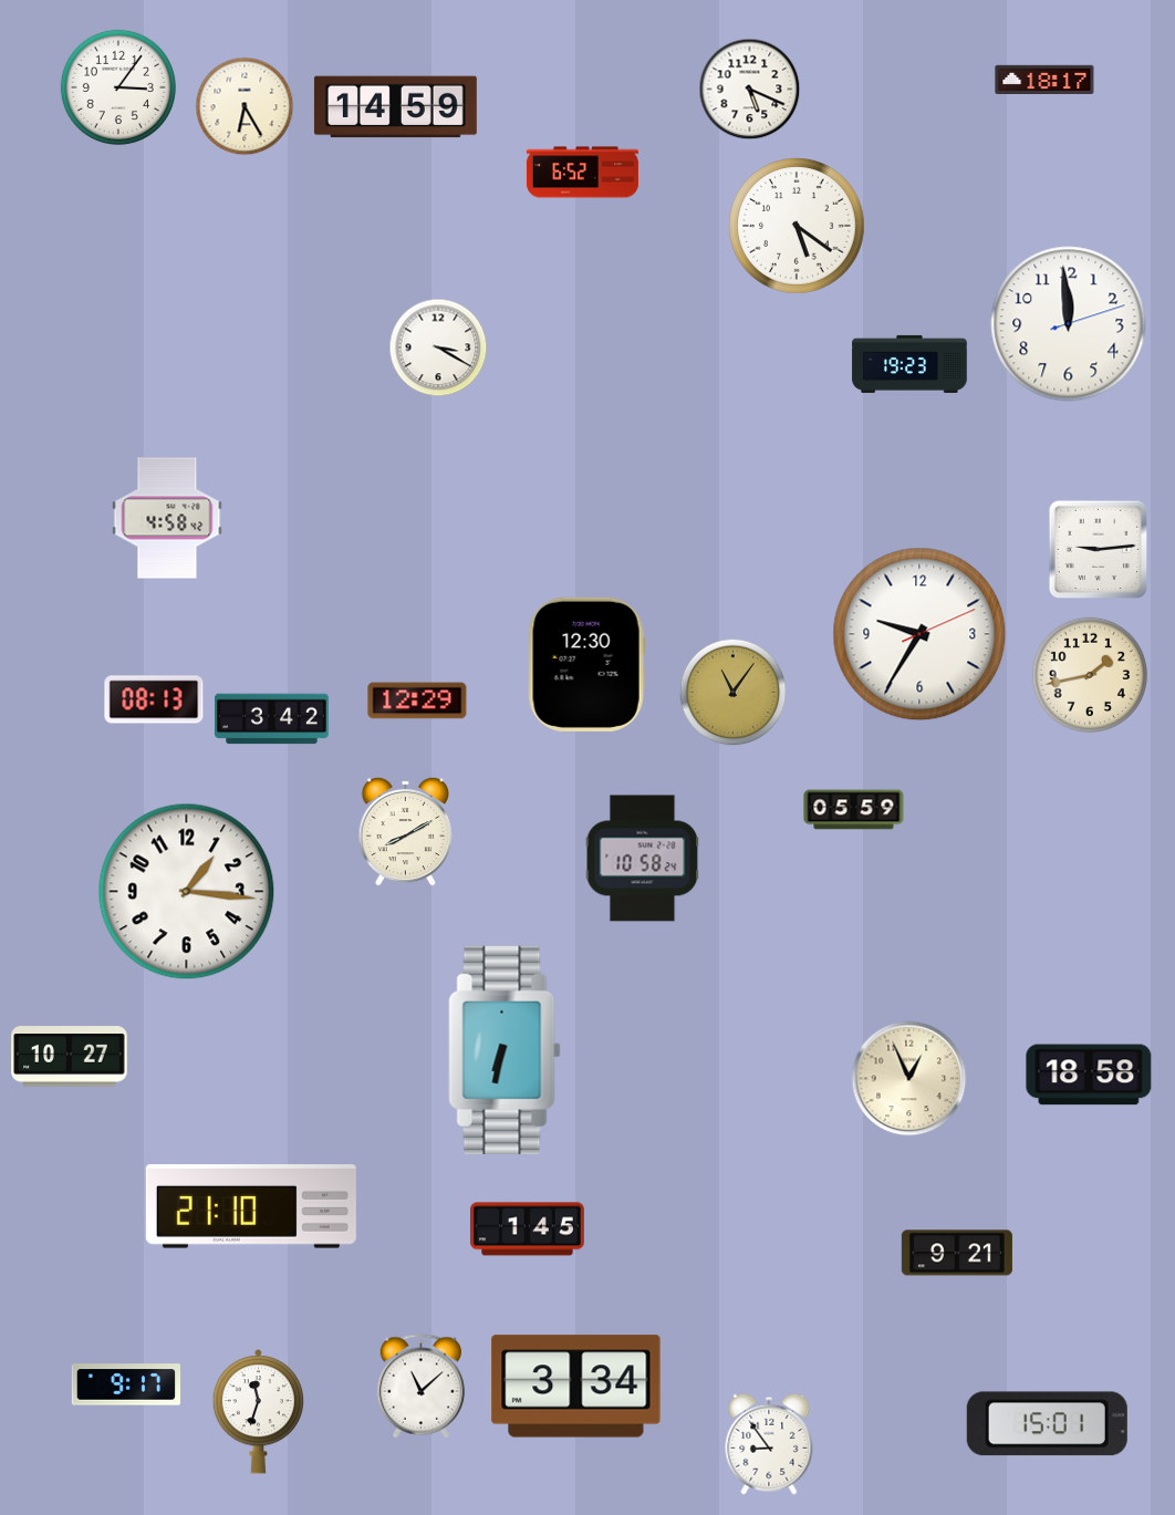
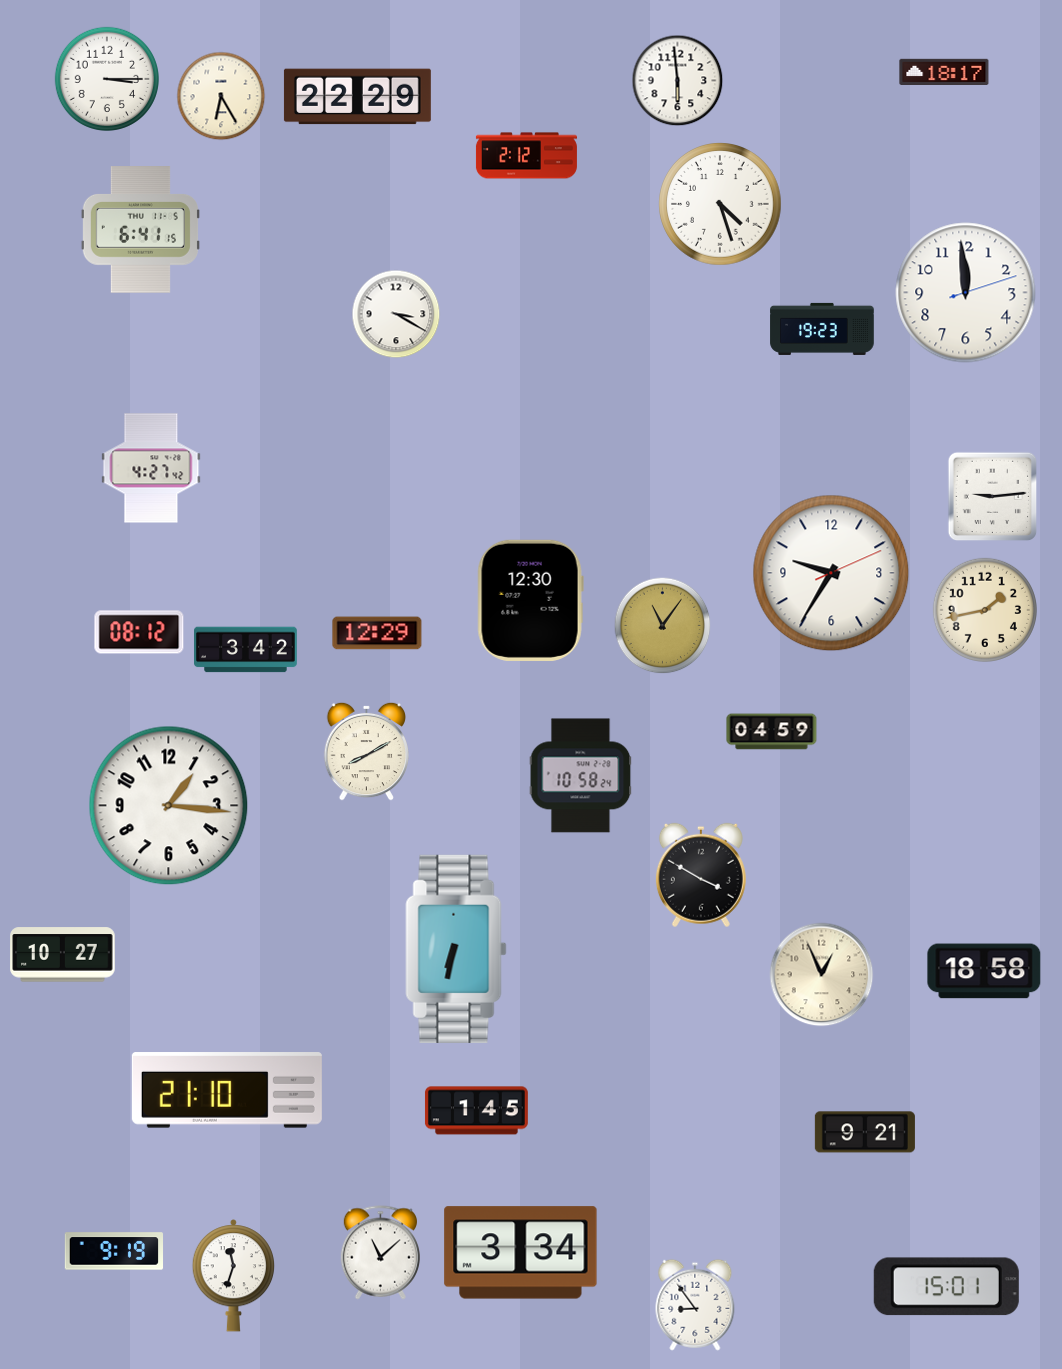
clock at (118, 87): 3:06 -> 3:15
clock at (750, 90): 5:19 -> 5:59
clock at (395, 107): 14:59 -> 22:29
clock at (582, 173): 6:52 -> 2:12
clock at (797, 226): 5:21 -> 4:27
clock at (140, 230): none -> 6:41
clock at (167, 518): 4:58 -> 4:27
clock at (154, 699): 08:13 -> 08:12
clock at (854, 810): 05:59 -> 04:59
clock at (701, 875): none -> 3:50
clock at (126, 1384): 9:17 -> 9:19
